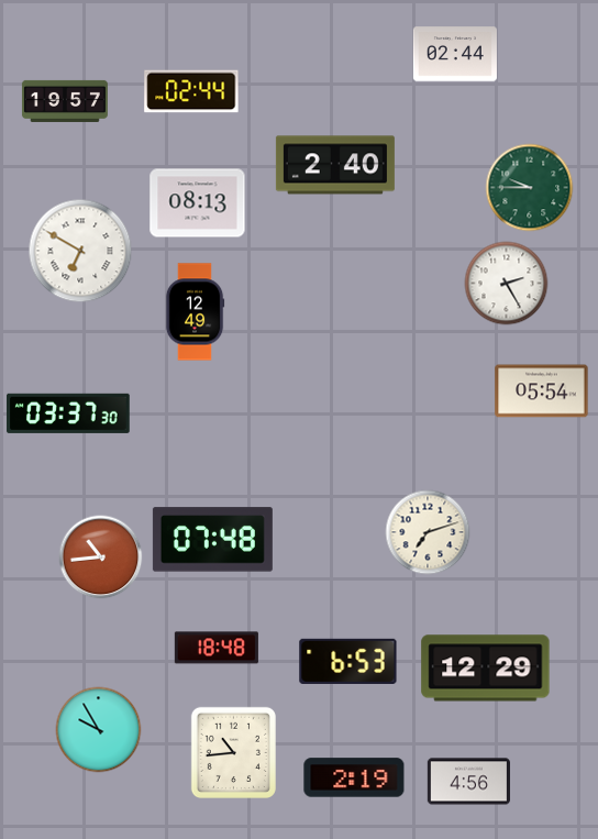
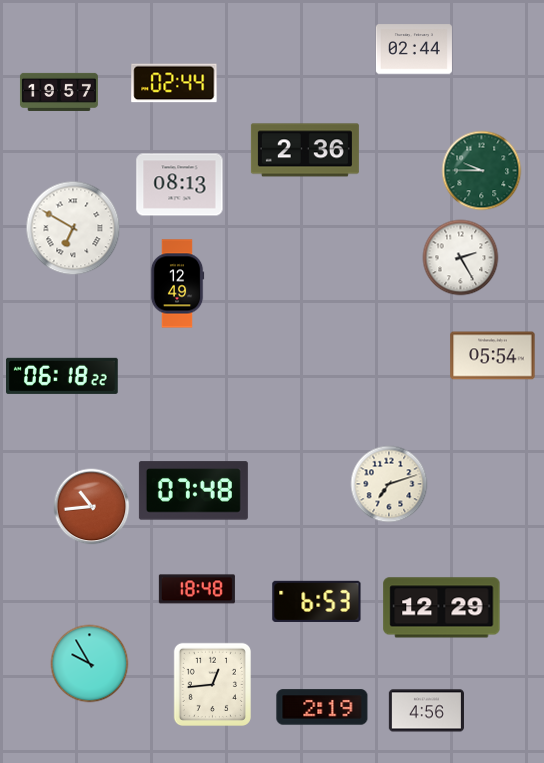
clock at (335, 165): 2:40 -> 2:36
clock at (69, 413): 03:37 -> 06:18
clock at (233, 752): 10:44 -> 12:44
